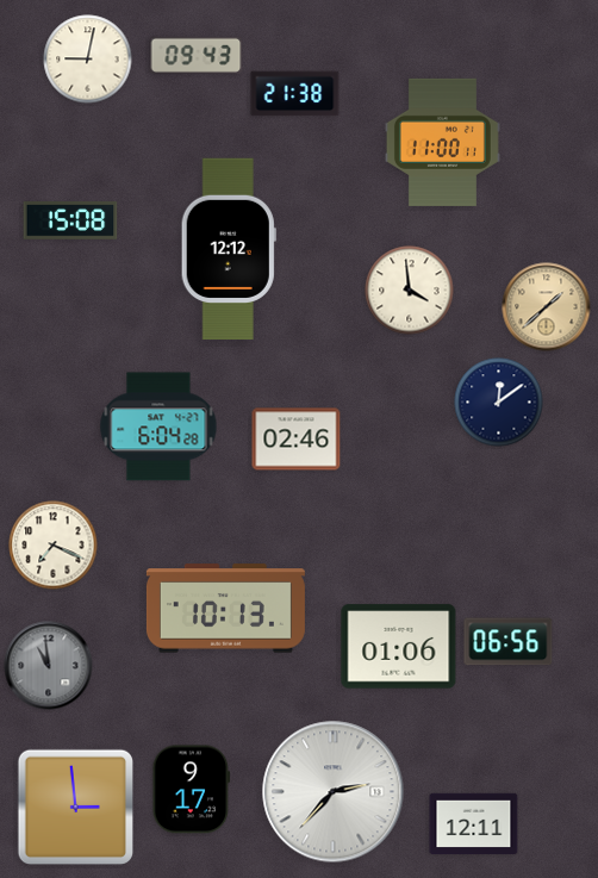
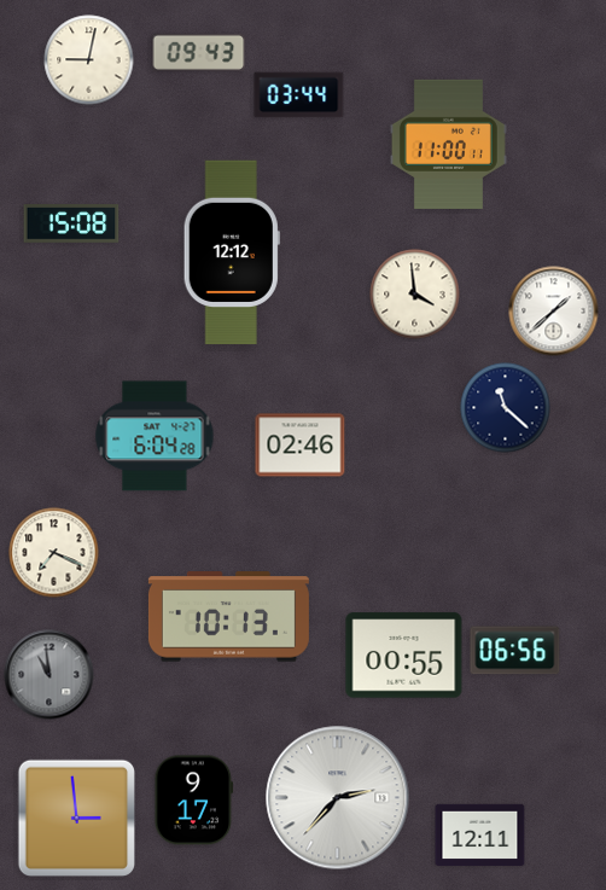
clock at (197, 55) position: (197, 55) -> (199, 52)
clock at (295, 94): 21:38 -> 03:44
clock at (547, 307) dial: champagne -> white
clock at (499, 403): 12:09 -> 11:22
clock at (158, 426) position: (158, 426) -> (155, 436)
clock at (399, 647): 01:06 -> 00:55
clock at (334, 792) position: (334, 792) -> (338, 798)
